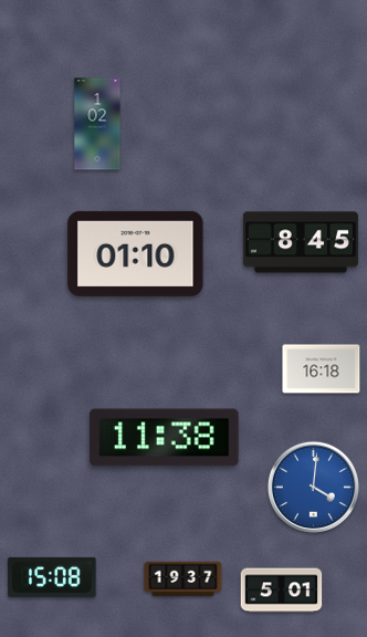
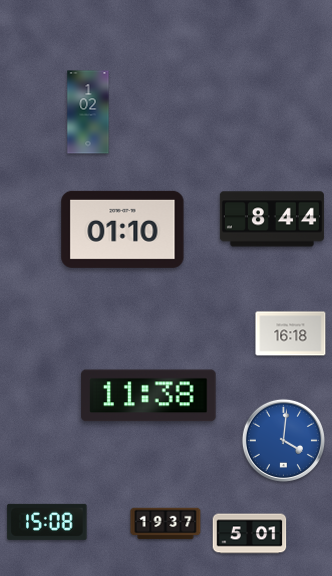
clock at (301, 242): 8:45 -> 8:44
clock at (282, 591) position: (282, 591) -> (250, 534)
